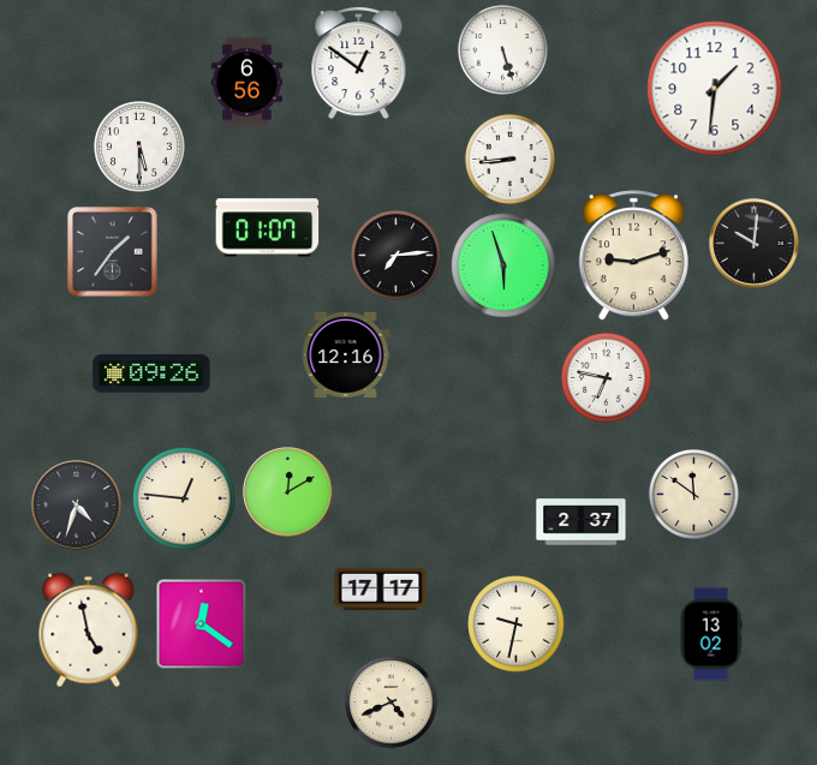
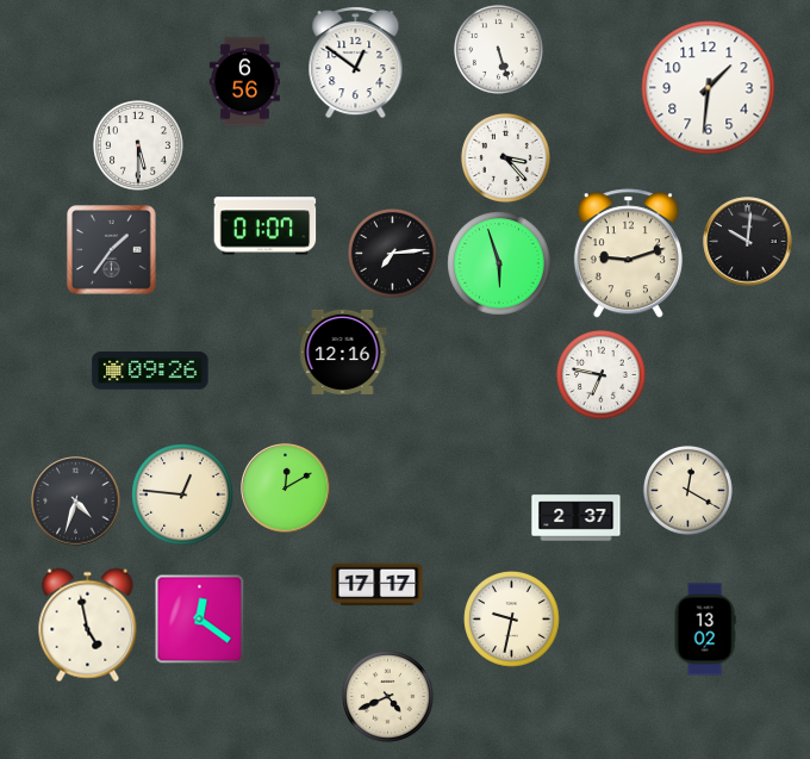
clock at (509, 159): 8:44 -> 3:23
clock at (693, 494): 11:51 -> 12:20
